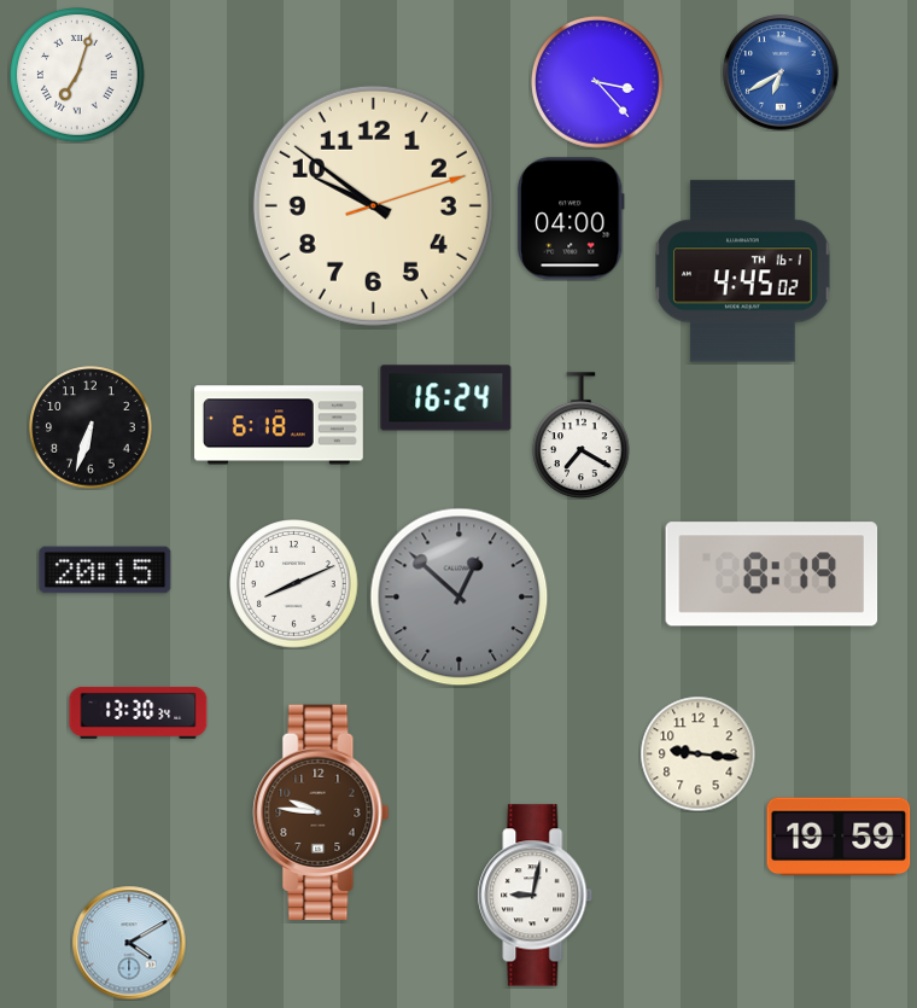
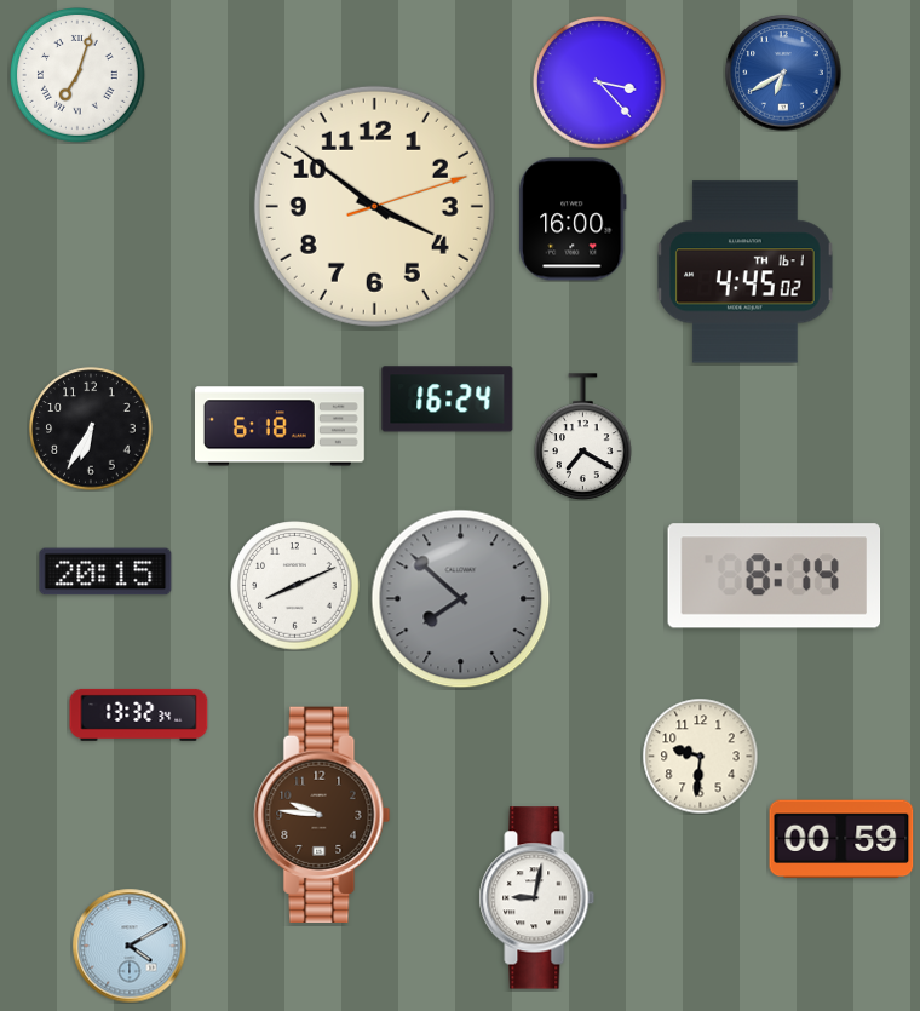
clock at (373, 205): 9:51 -> 3:51
clock at (571, 219): 04:00 -> 16:00
clock at (90, 427): 6:33 -> 6:35
clock at (772, 575): 8:19 -> 8:14
clock at (460, 598): 12:52 -> 7:52
clock at (139, 712): 13:30 -> 13:32
clock at (697, 753): 9:16 -> 9:31
clock at (839, 837): 19:59 -> 00:59
